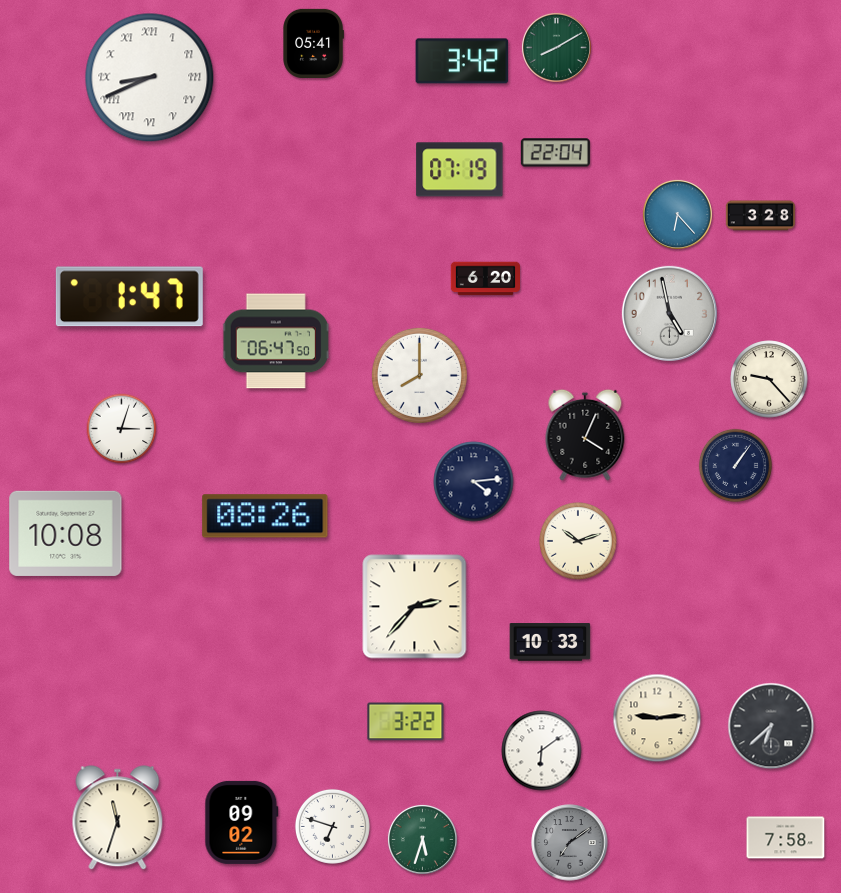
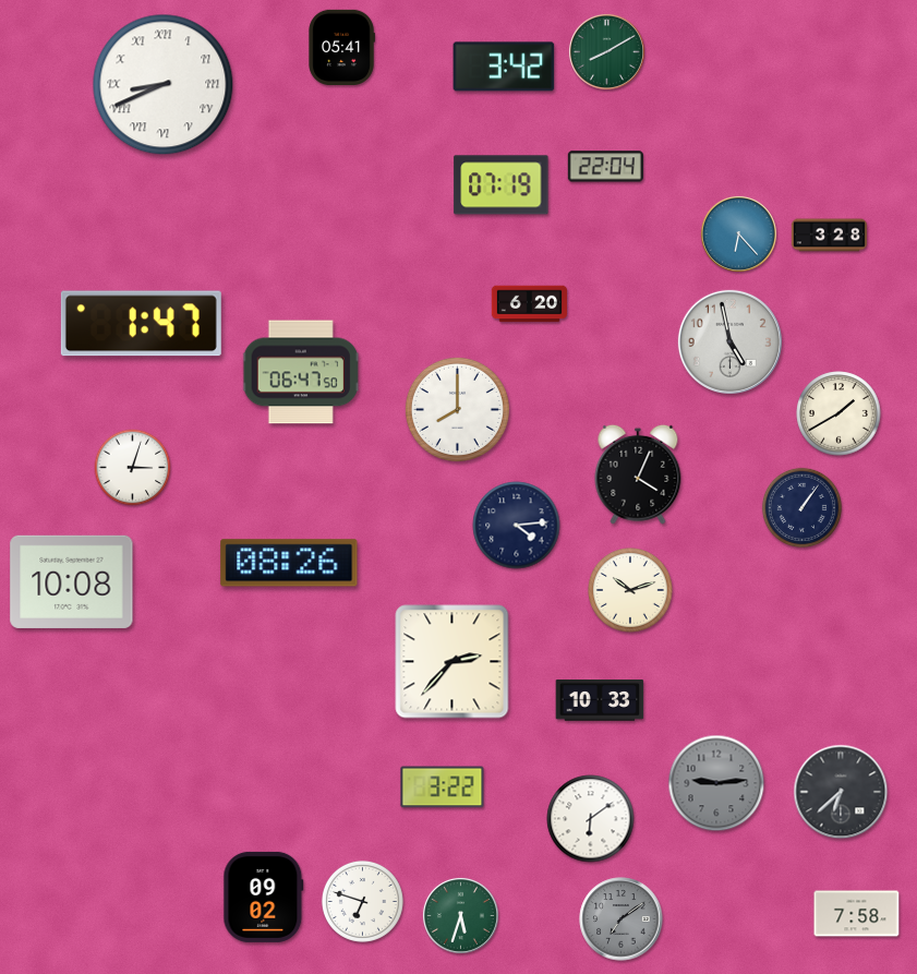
clock at (769, 379): 9:23 -> 1:40
clock at (657, 718) dial: cream -> grey
clock at (118, 818): 11:33 -> none
